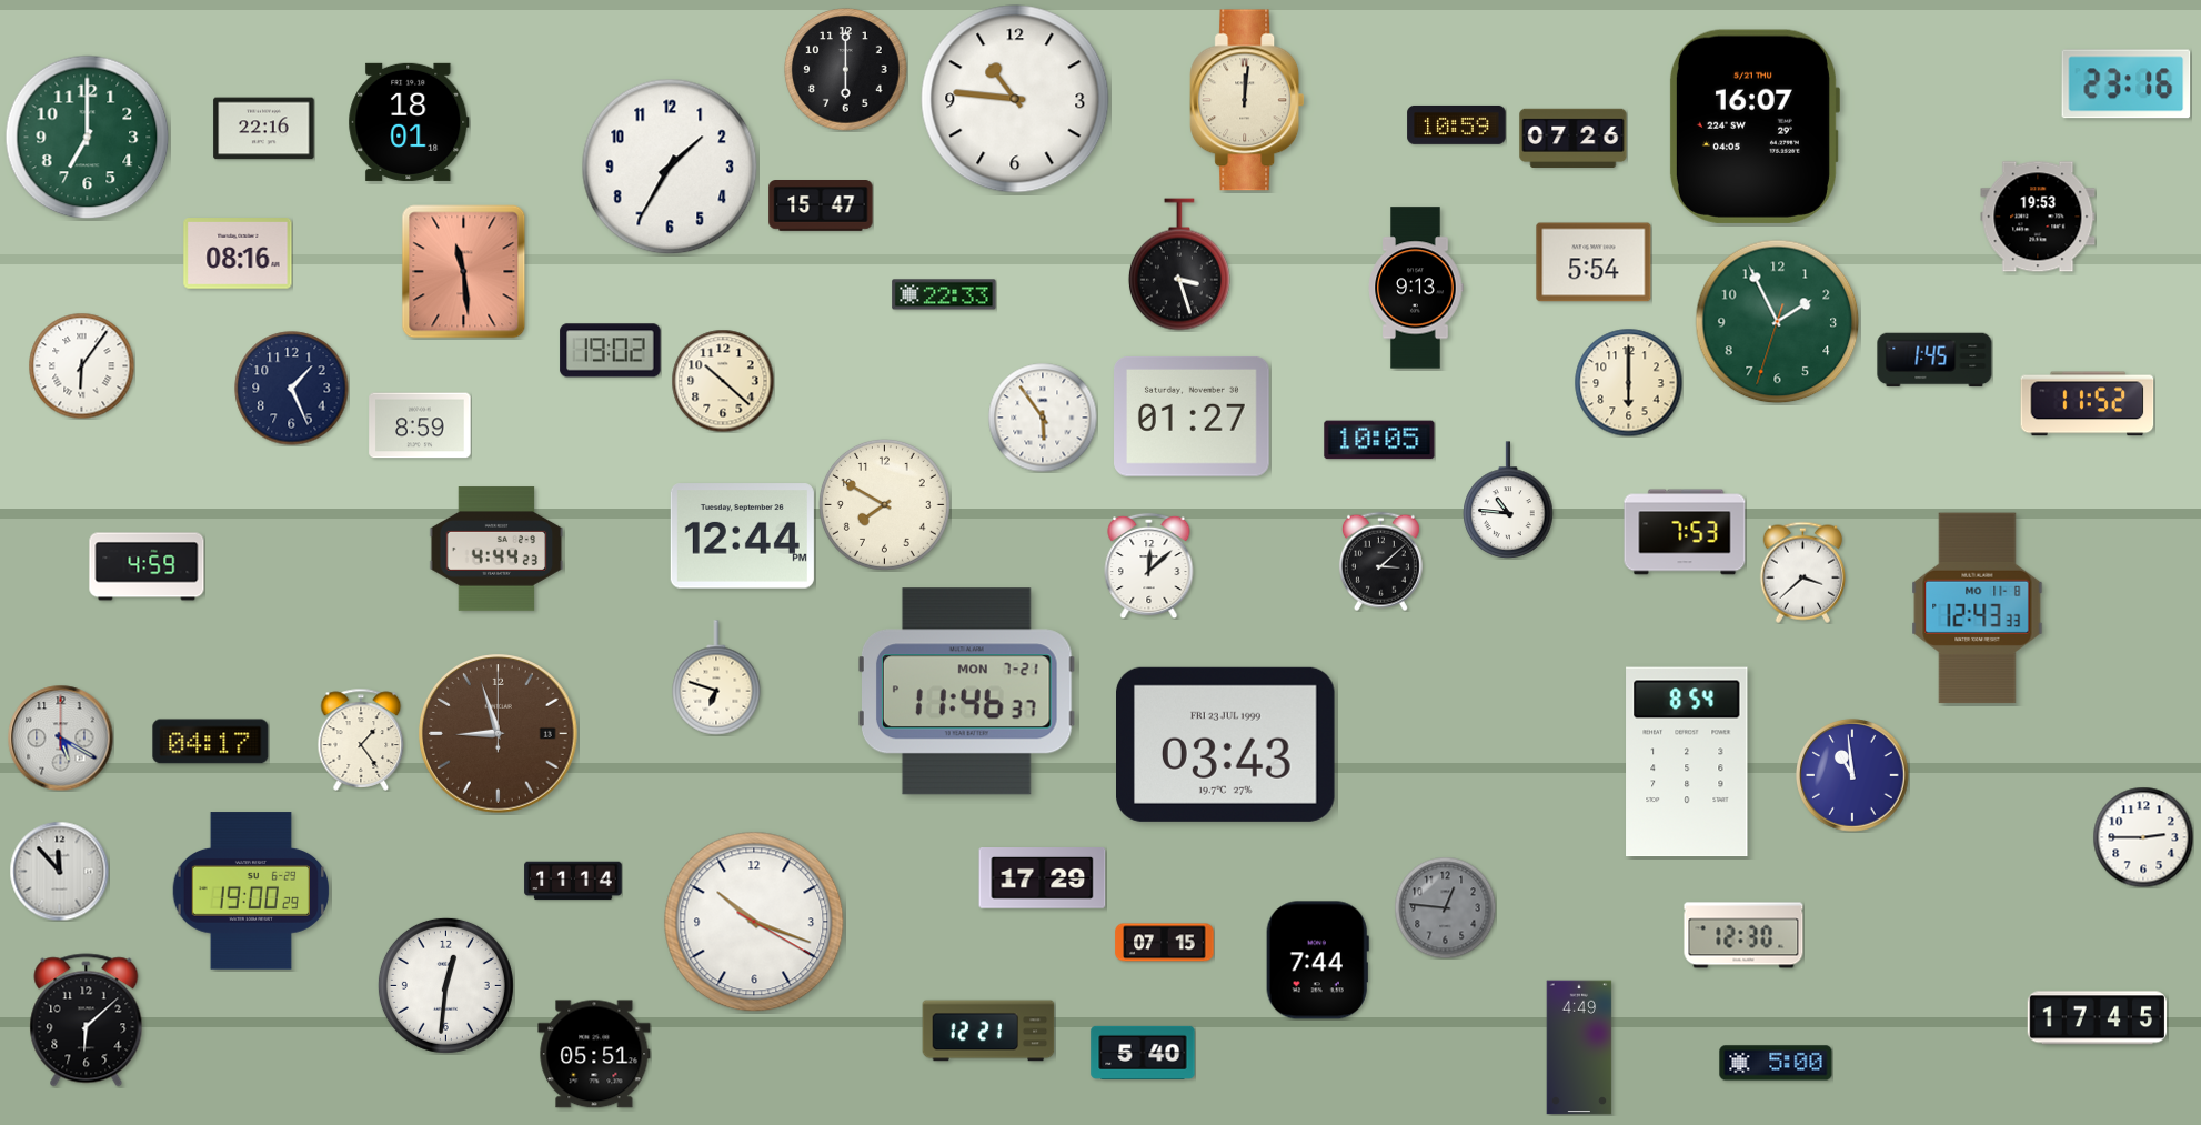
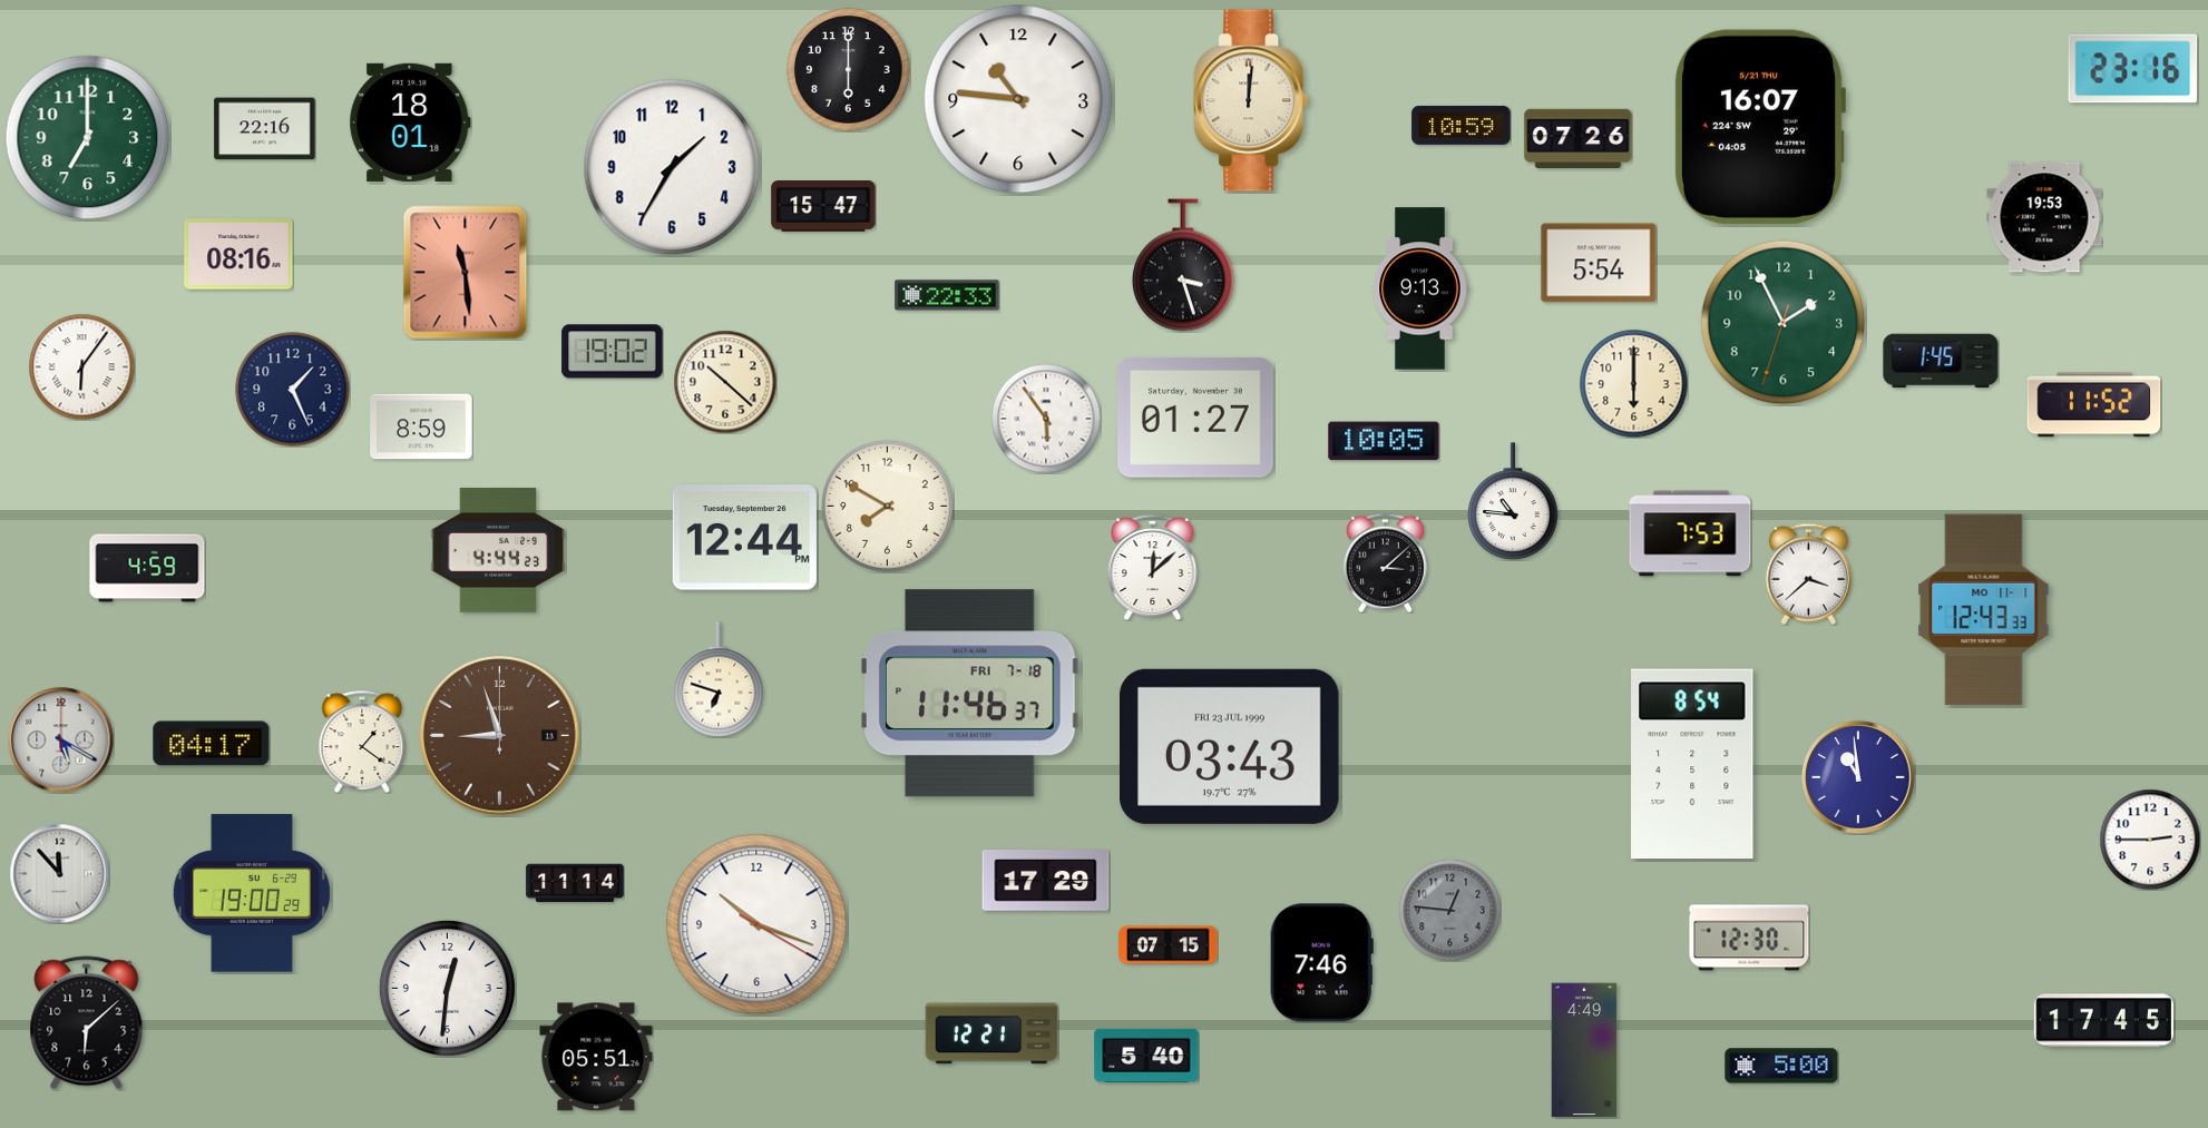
clock at (2127, 84) position: (2127, 84) -> (2133, 69)
clock at (1978, 609) date: MO 11-8 -> MO 11-1
clock at (967, 692) date: MON 7-21 -> FRI 7-18
clock at (361, 740): 1:24 -> 1:21
clock at (1317, 961): 7:44 -> 7:46
